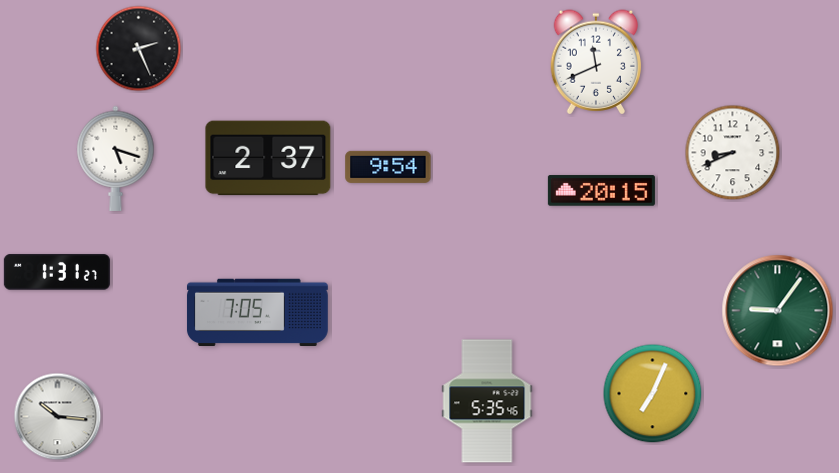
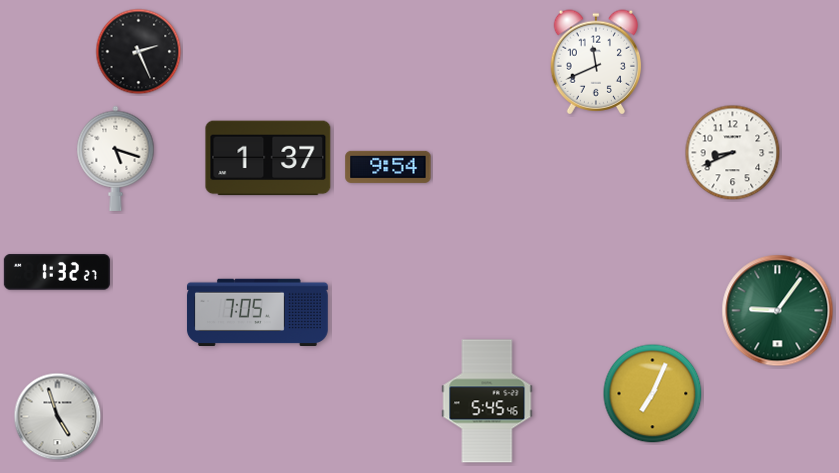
clock at (139, 49) position: (139, 49) -> (139, 52)
clock at (268, 158): 2:37 -> 1:37
clock at (601, 191): 20:15 -> none
clock at (57, 272): 1:31 -> 1:32
clock at (487, 401): 5:35 -> 5:45
clock at (58, 417): 10:16 -> 4:57
